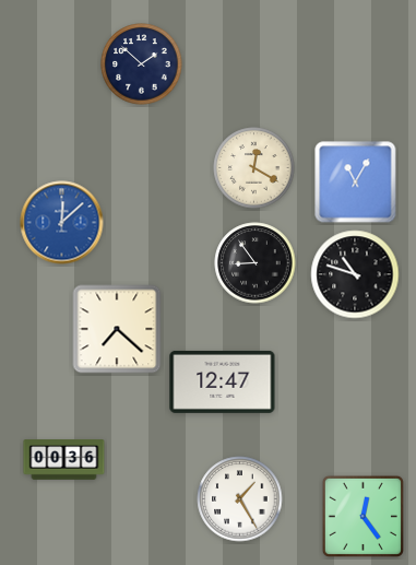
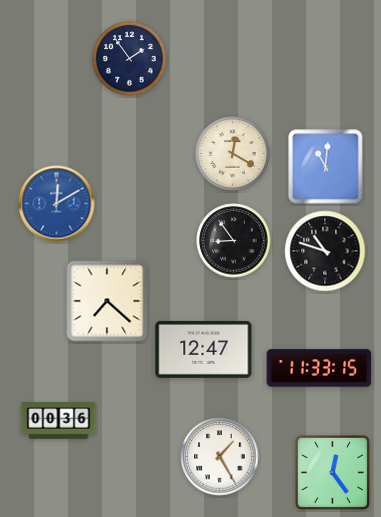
clock at (142, 64): 1:52 -> 1:54
clock at (356, 183): 11:05 -> 11:01
clock at (62, 223): 12:08 -> 12:10
clock at (319, 368): none -> 11:33
